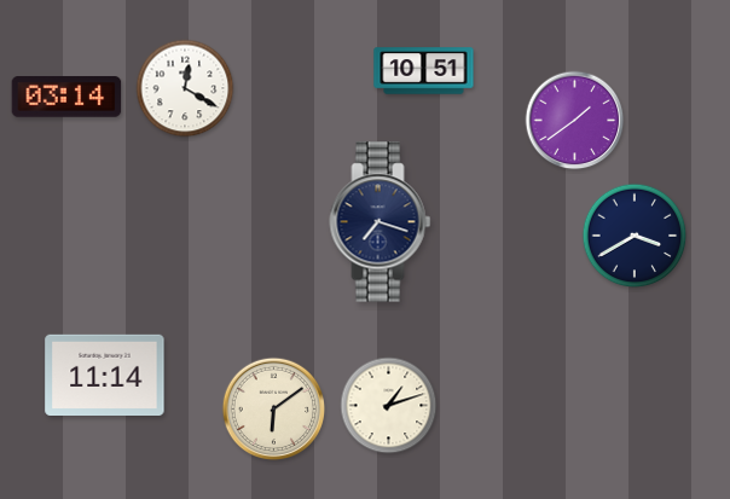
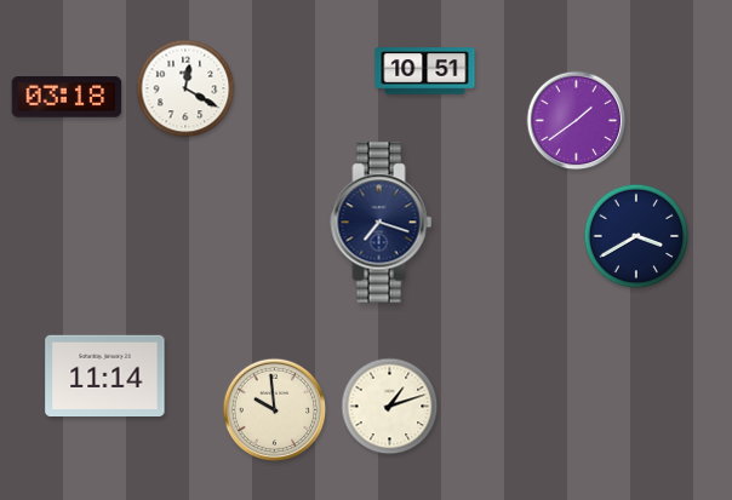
clock at (66, 98): 03:14 -> 03:18
clock at (274, 410): 6:09 -> 9:59
